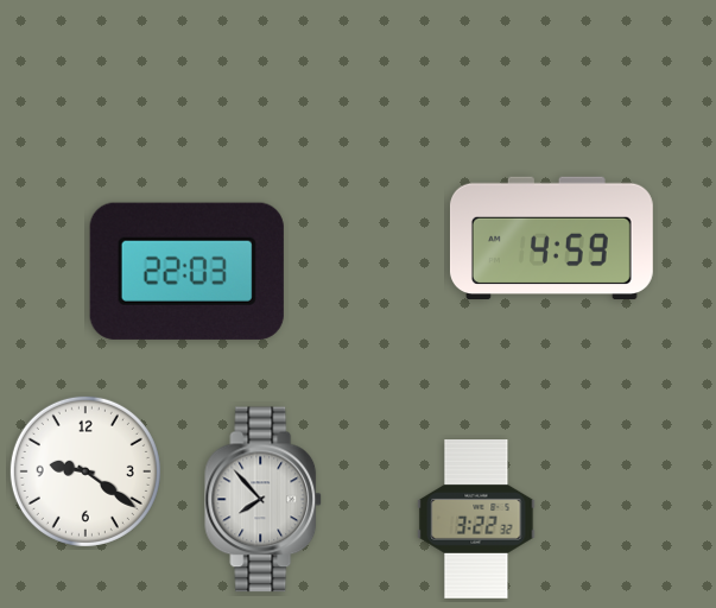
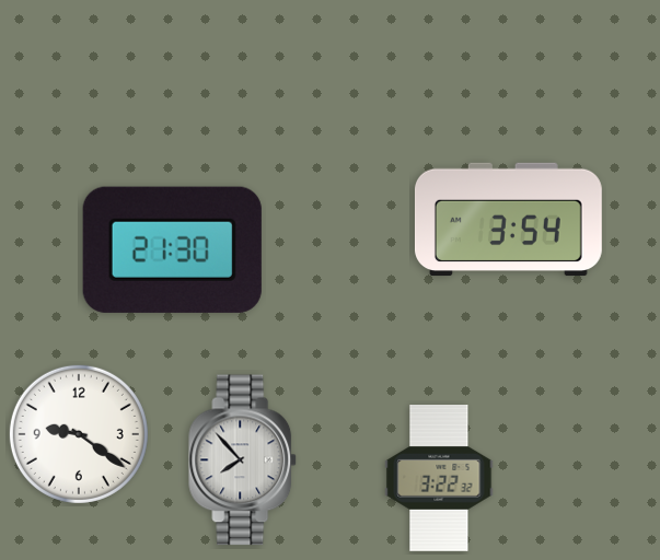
clock at (551, 239): 4:59 -> 3:54
clock at (186, 271): 22:03 -> 21:30
